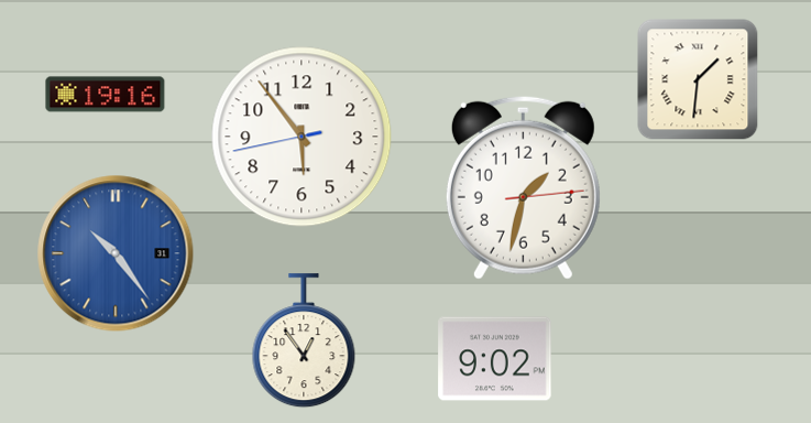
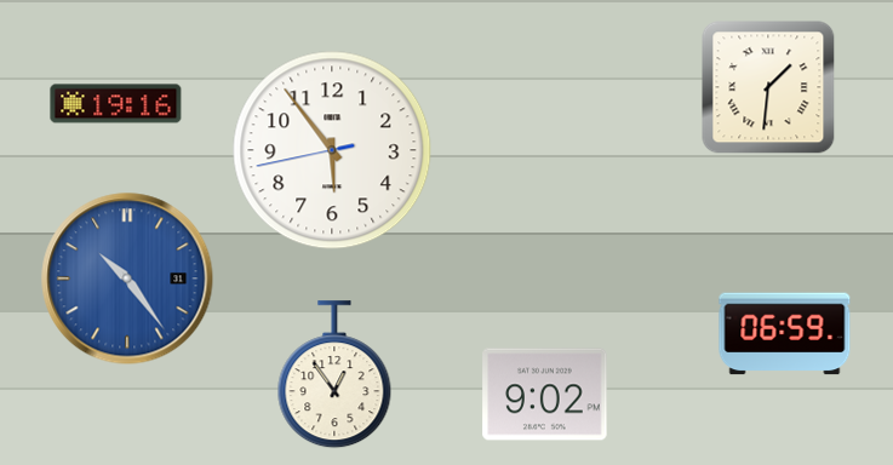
clock at (523, 187): 1:32 -> none
clock at (785, 334): none -> 06:59
